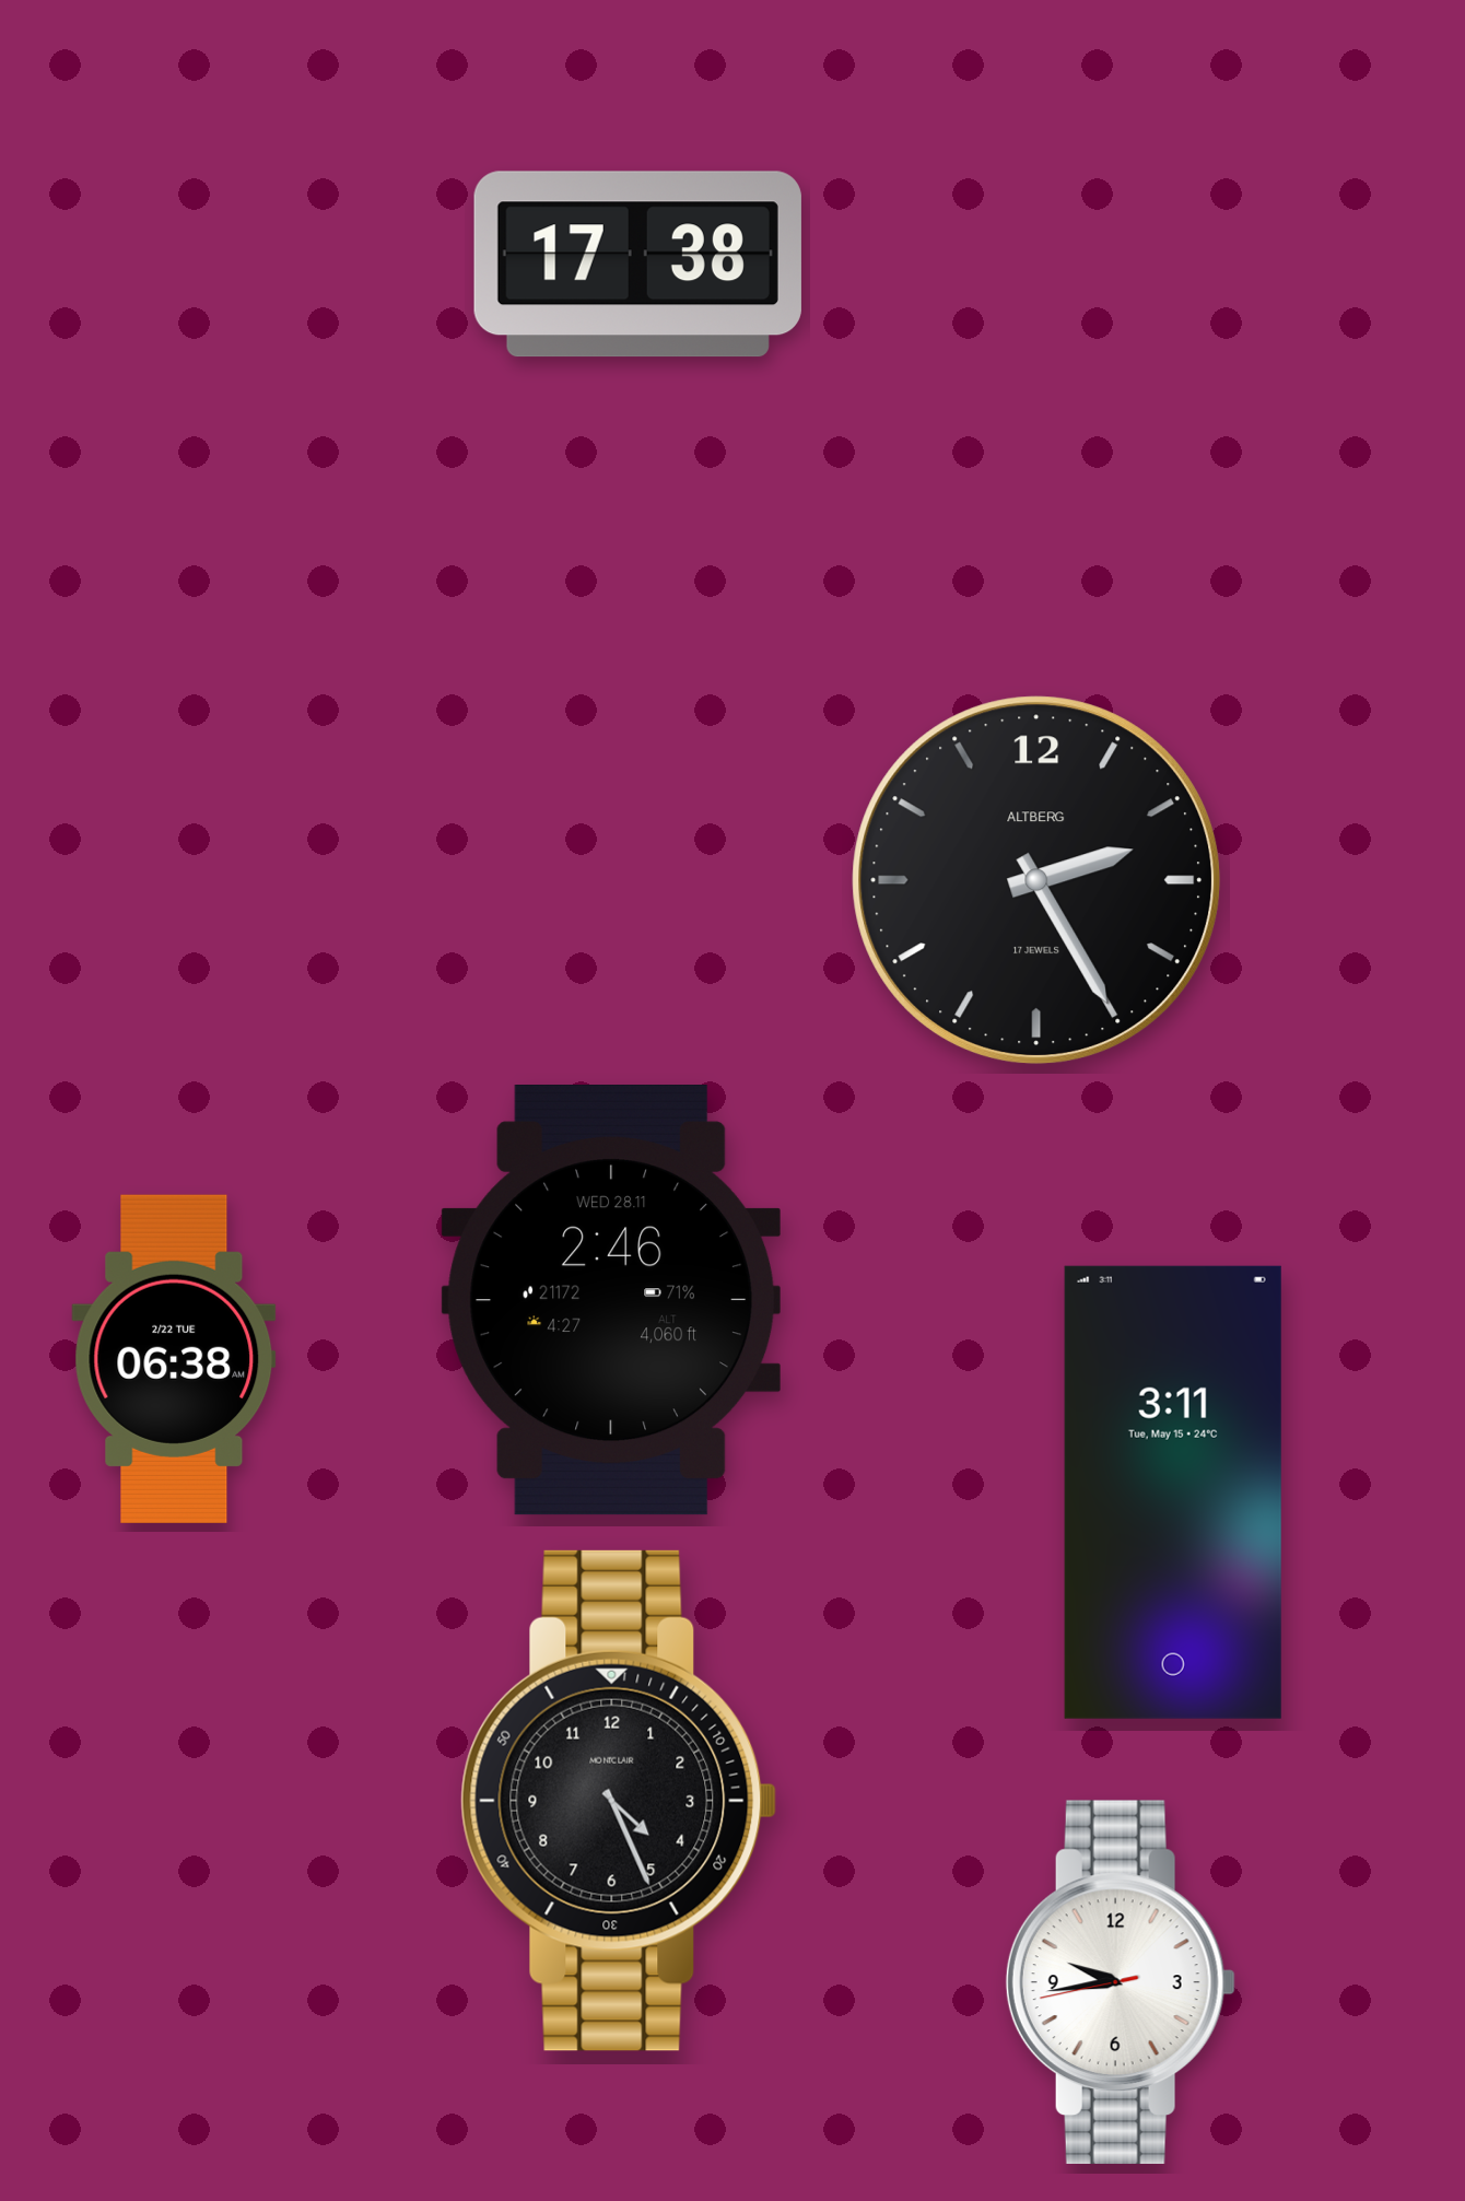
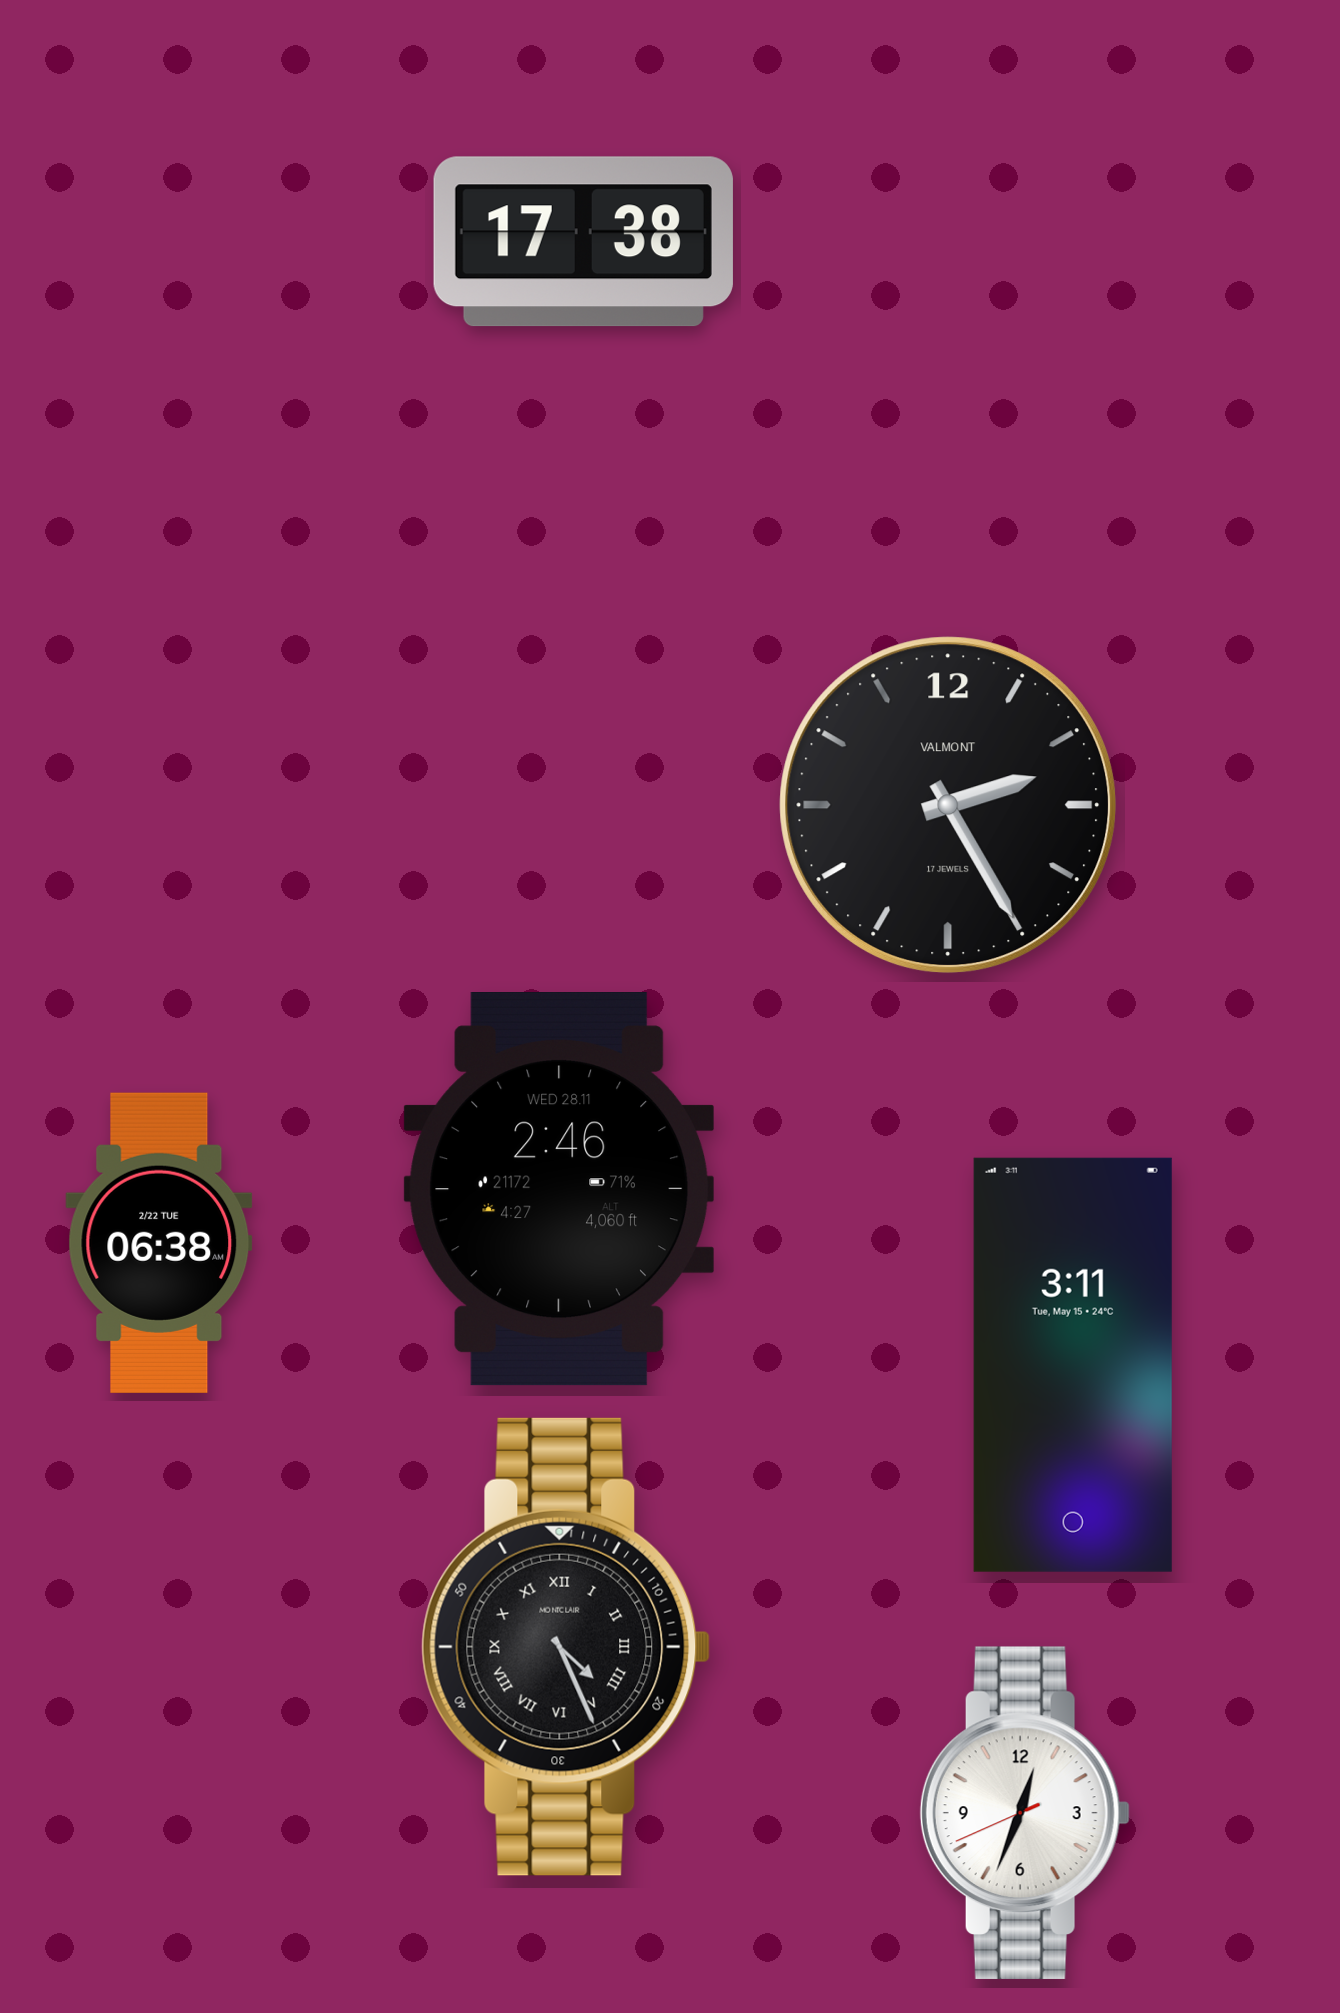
clock at (1036, 880) brand: ALTBERG -> VALMONT
clock at (619, 1801) numerals: Arabic -> Roman
clock at (1121, 1982): 9:43 -> 12:33
